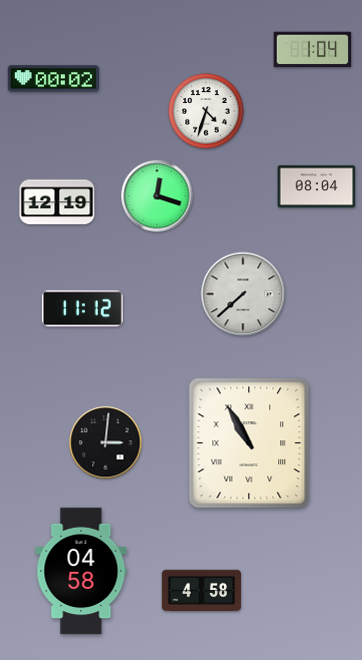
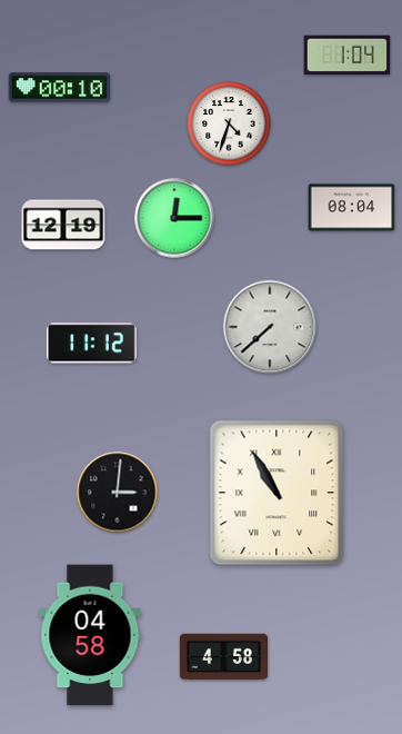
clock at (53, 79): 00:02 -> 00:10
clock at (157, 196): 12:18 -> 12:15
